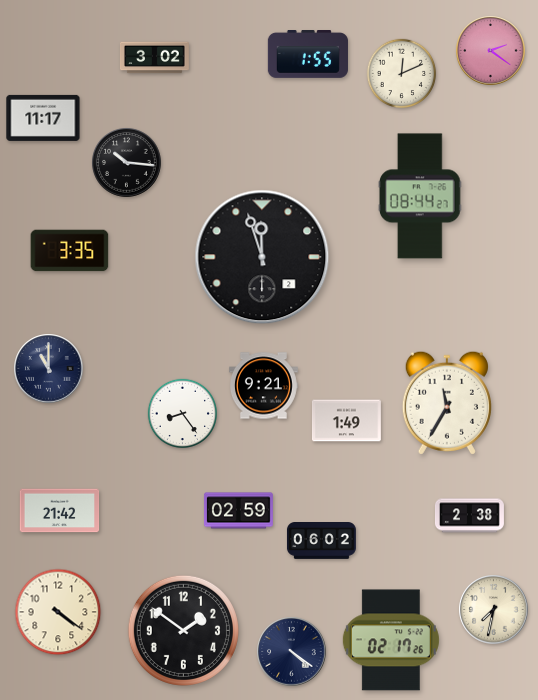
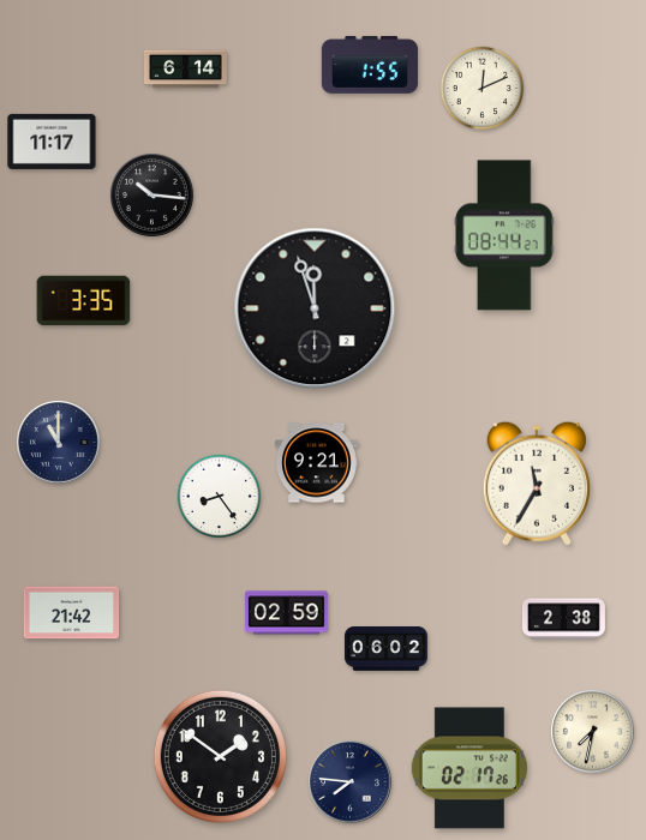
clock at (491, 51): 2:21 -> none
clock at (154, 58): 3:02 -> 6:14
clock at (346, 421): 1:49 -> none
clock at (58, 612): 4:21 -> none
clock at (292, 652): 4:21 -> 7:46
